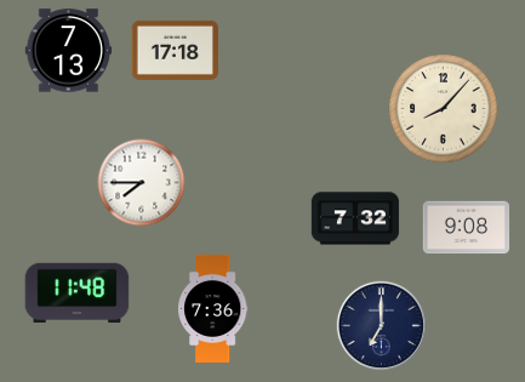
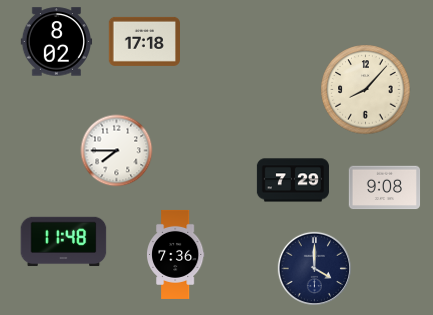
clock at (69, 51): 7:13 -> 8:02
clock at (355, 218): 7:32 -> 7:29
clock at (381, 325): 7:00 -> 4:00
